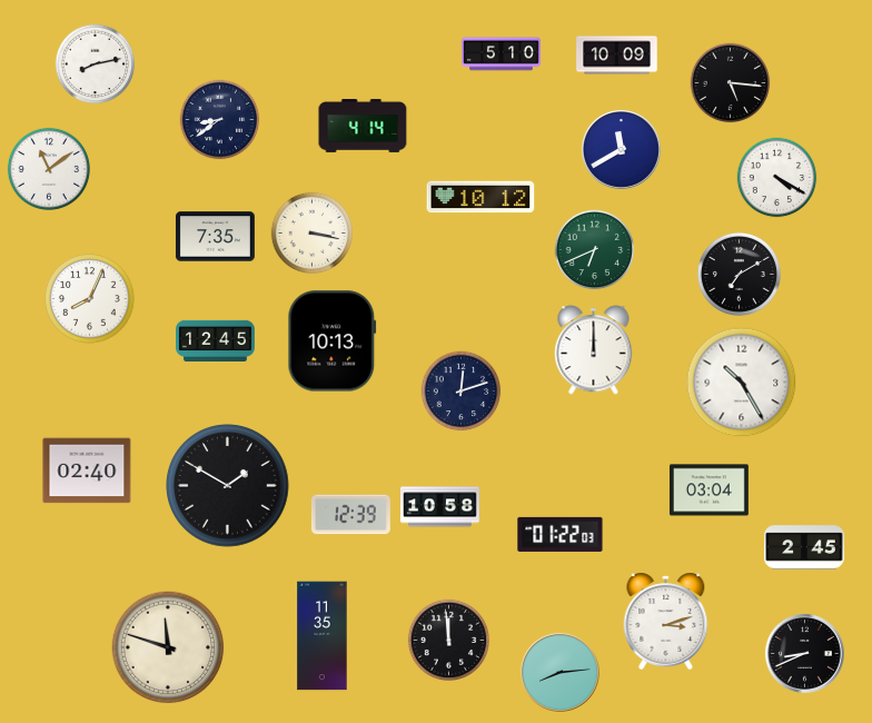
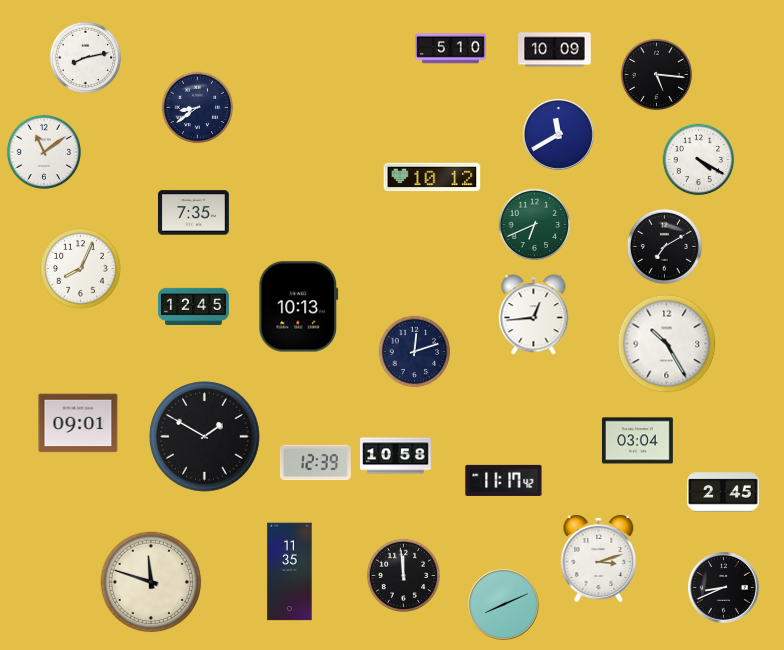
clock at (363, 126): 4:14 -> none
clock at (311, 232): 3:17 -> none
clock at (594, 350): 12:00 -> 12:44
clock at (87, 471): 02:40 -> 09:01
clock at (561, 534): 01:22 -> 11:17
clock at (559, 672): 8:14 -> 8:11
